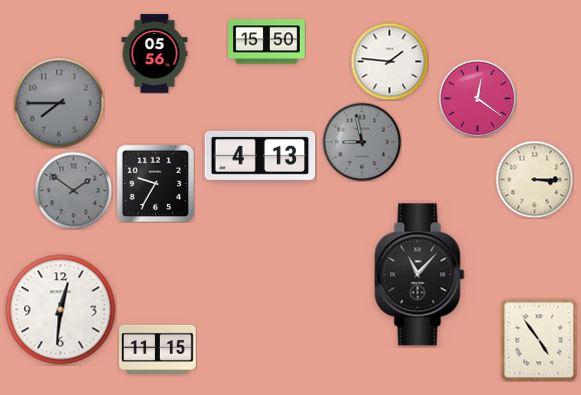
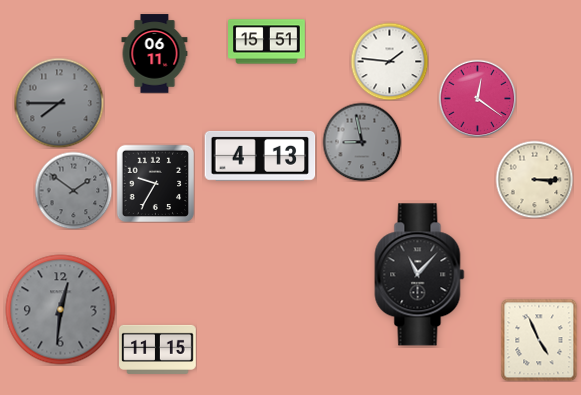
clock at (267, 42): 15:50 -> 15:51
clock at (155, 54): 05:56 -> 06:11
clock at (61, 310) dial: white -> grey
clock at (539, 340): 4:54 -> 4:56
